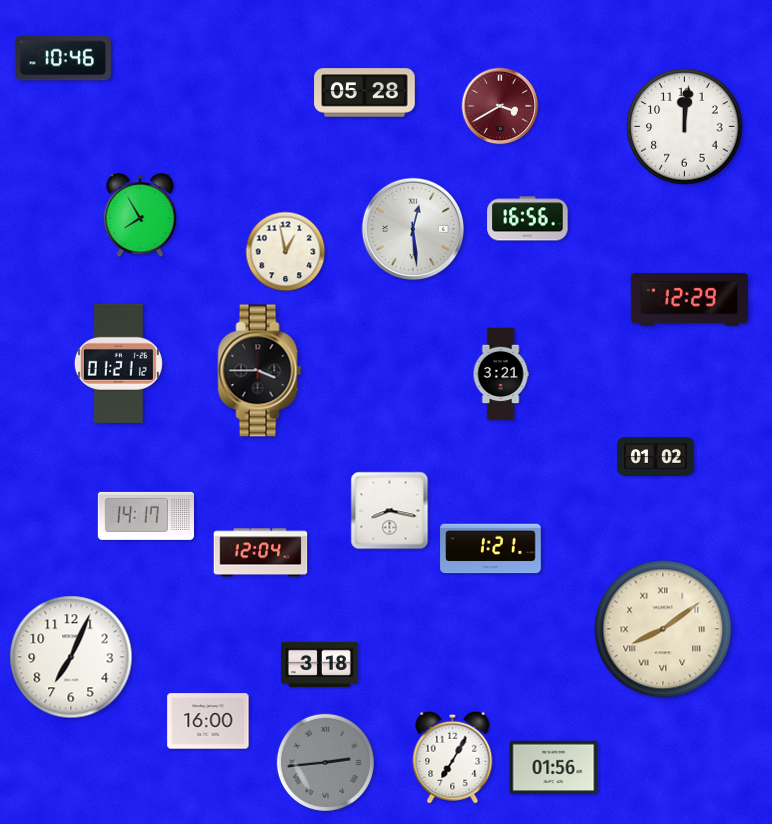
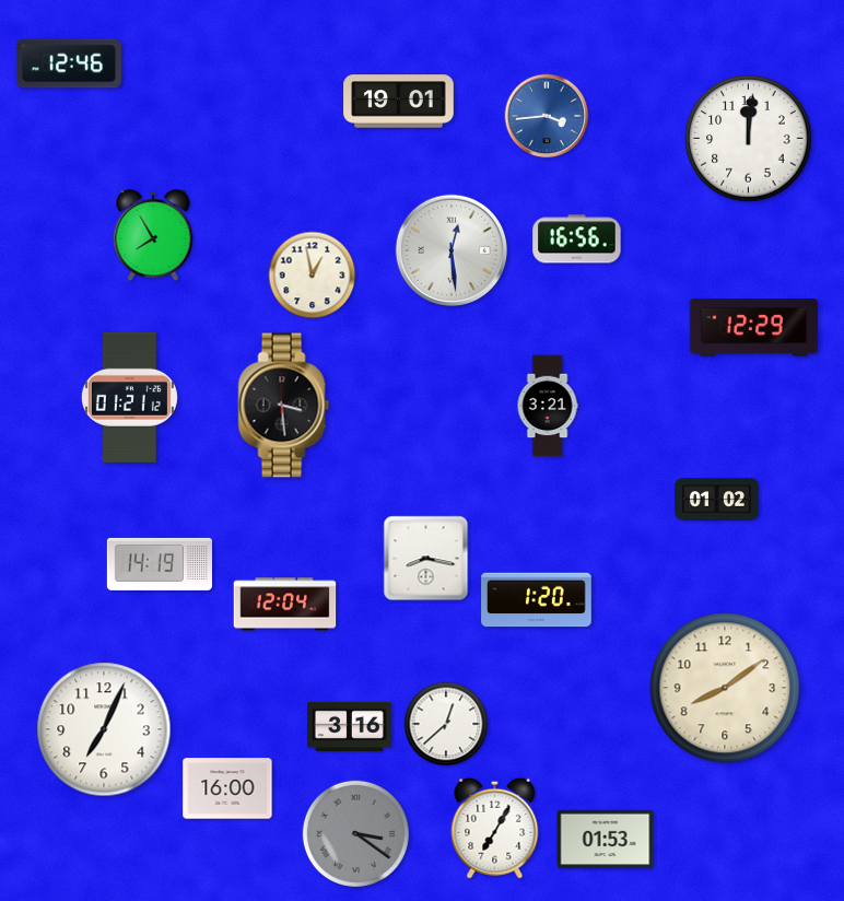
clock at (63, 58): 10:46 -> 12:46
clock at (365, 93): 05:28 -> 19:01
clock at (500, 106): 3:40 -> 3:44
clock at (500, 106) dial: burgundy -> blue
clock at (260, 371): 3:45 -> 3:29
clock at (501, 374) position: (501, 374) -> (548, 406)
clock at (146, 516): 14:17 -> 14:19
clock at (491, 549): 1:21 -> 1:20
clock at (663, 629) numerals: Roman -> Arabic
clock at (71, 657) position: (71, 657) -> (104, 729)
clock at (446, 724): none -> 12:38
clock at (319, 664): 3:18 -> 3:16
clock at (325, 762): 2:44 -> 3:21
clock at (554, 768): 01:56 -> 01:53
